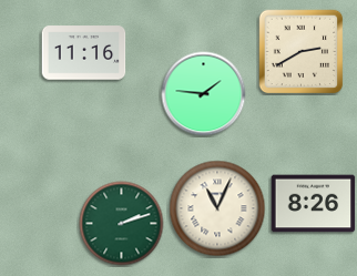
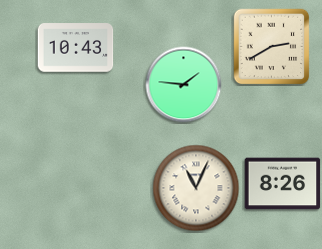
clock at (84, 53): 11:16 -> 10:43
clock at (122, 224): 2:12 -> none
